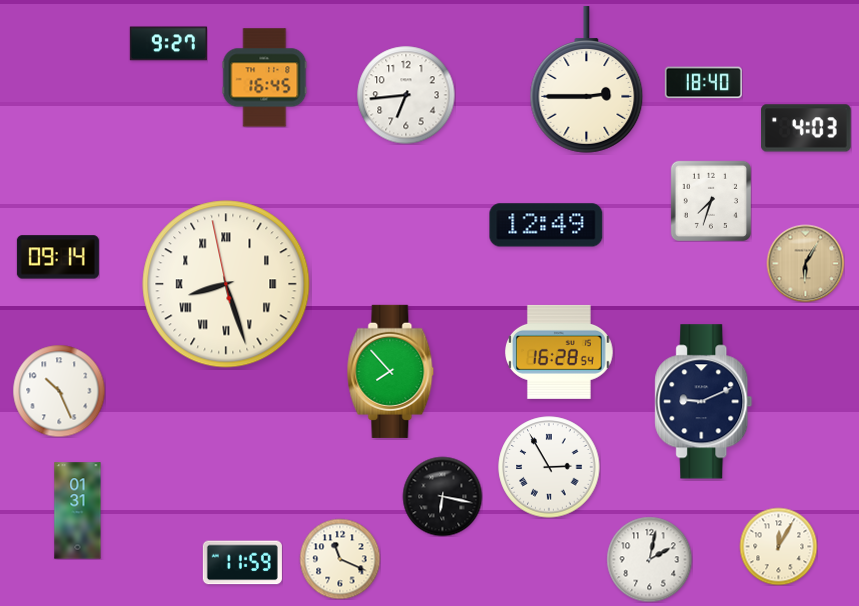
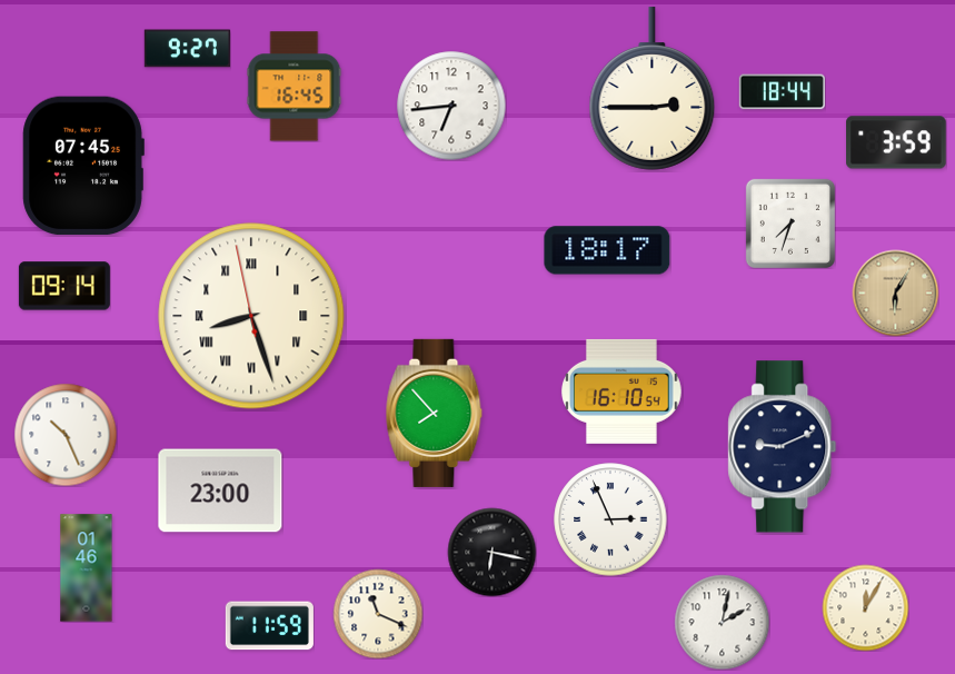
clock at (703, 83): 18:40 -> 18:44
clock at (806, 128): 4:03 -> 3:59
clock at (83, 166): none -> 07:45
clock at (546, 225): 12:49 -> 18:17
clock at (560, 352): 16:28 -> 16:10
clock at (220, 490): none -> 23:00
clock at (549, 467): 2:55 -> 2:56
clock at (78, 511): 01:31 -> 01:46
clock at (340, 559) position: (340, 559) -> (378, 614)
